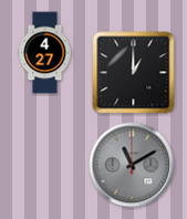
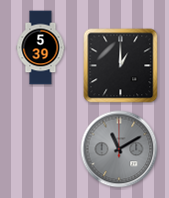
clock at (45, 53): 4:27 -> 5:39
